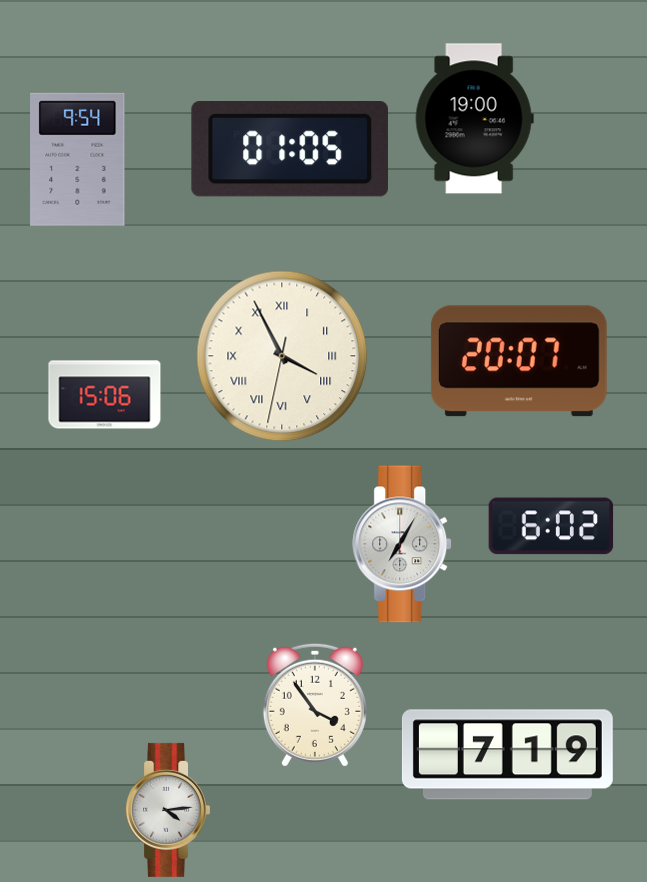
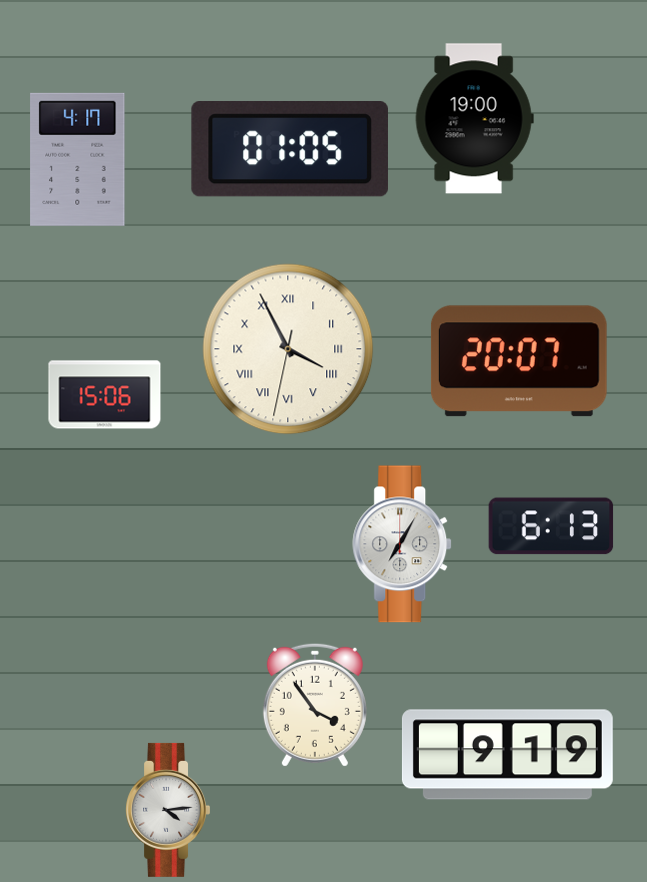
clock at (78, 159): 9:54 -> 4:17
clock at (282, 356) position: (282, 356) -> (288, 349)
clock at (551, 526): 6:02 -> 6:13
clock at (507, 755): 7:19 -> 9:19
